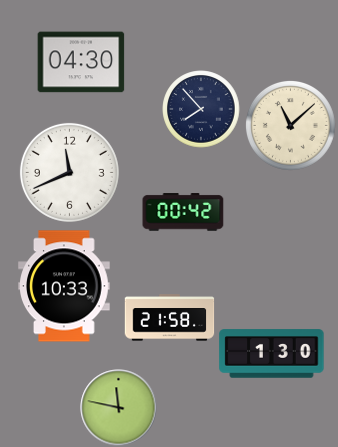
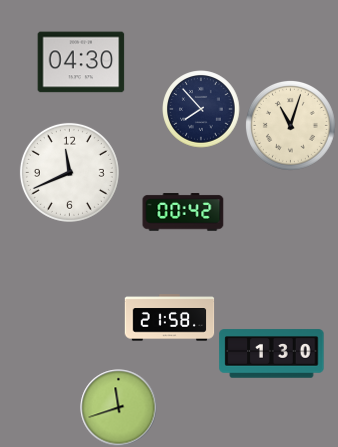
clock at (290, 125): 11:08 -> 11:03
clock at (64, 286): 10:33 -> none
clock at (119, 408): 11:47 -> 11:42
